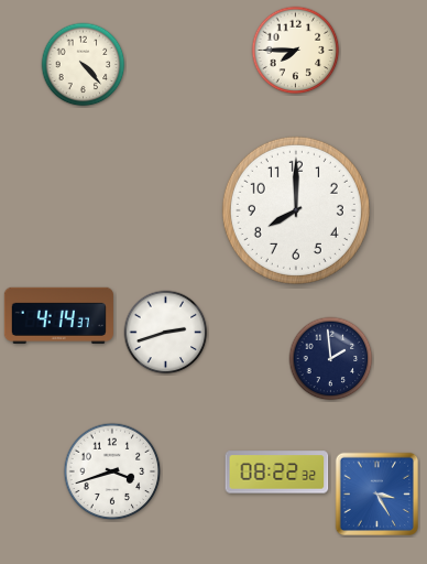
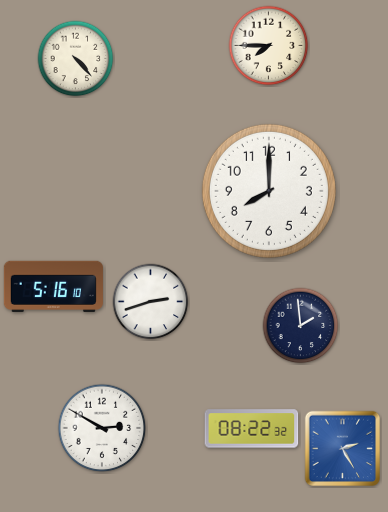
clock at (58, 315): 4:14 -> 5:16
clock at (112, 471): 3:42 -> 2:50
clock at (377, 495): 3:25 -> 2:25
